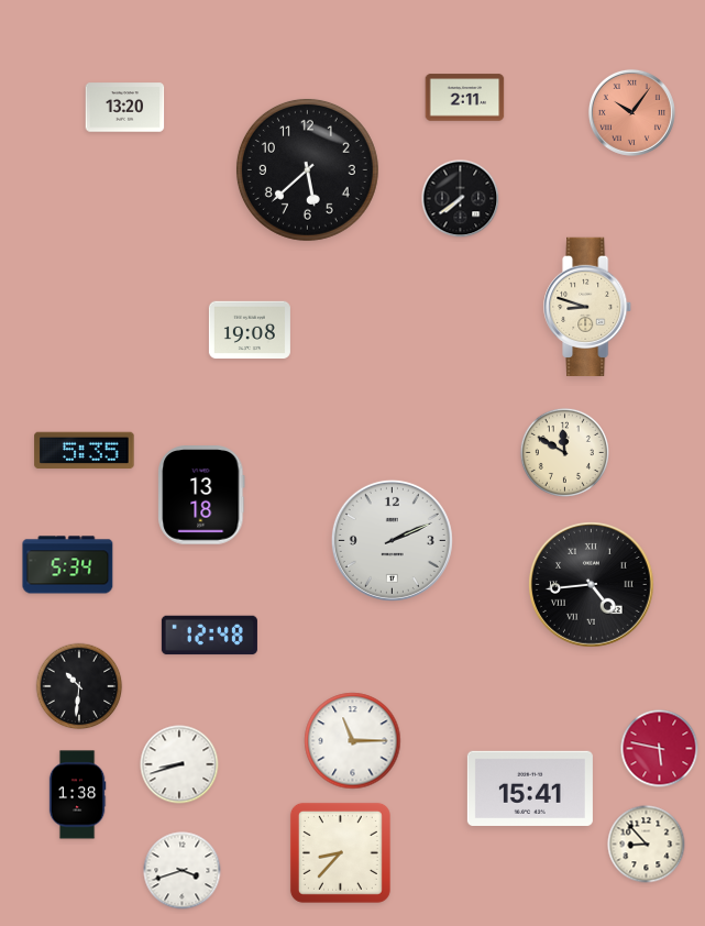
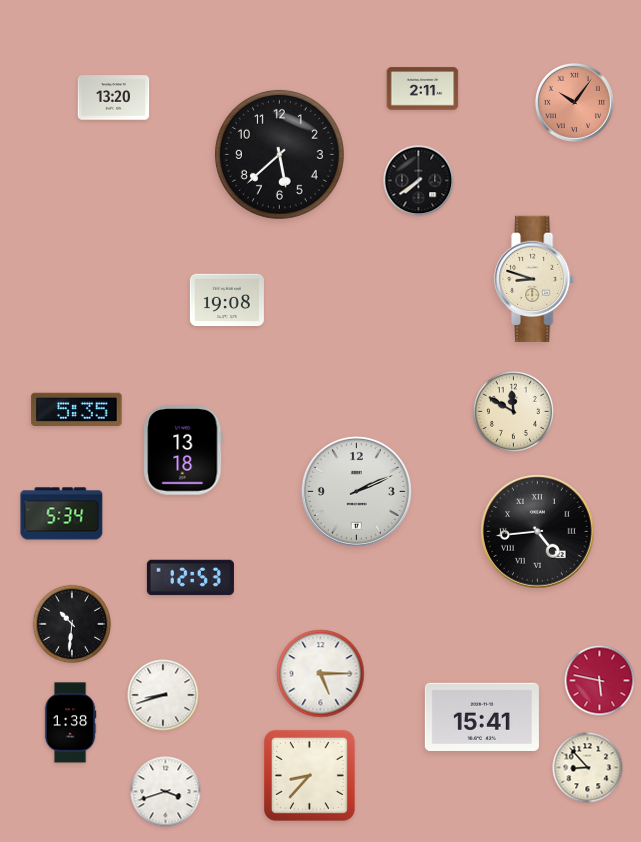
clock at (209, 636): 12:48 -> 12:53
clock at (353, 741): 11:15 -> 5:15
